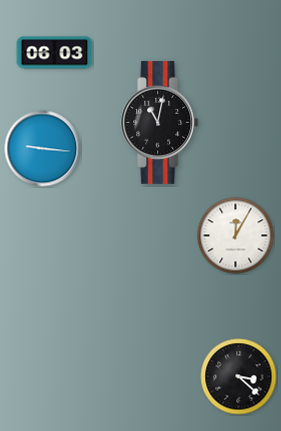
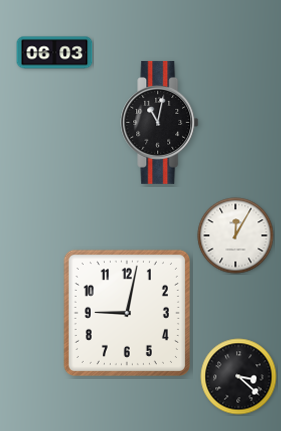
clock at (43, 149): 9:16 -> none
clock at (126, 312): none -> 9:02
